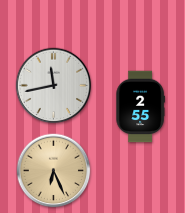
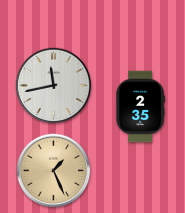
clock at (140, 107): 2:55 -> 2:35
clock at (54, 171): 6:26 -> 1:26
